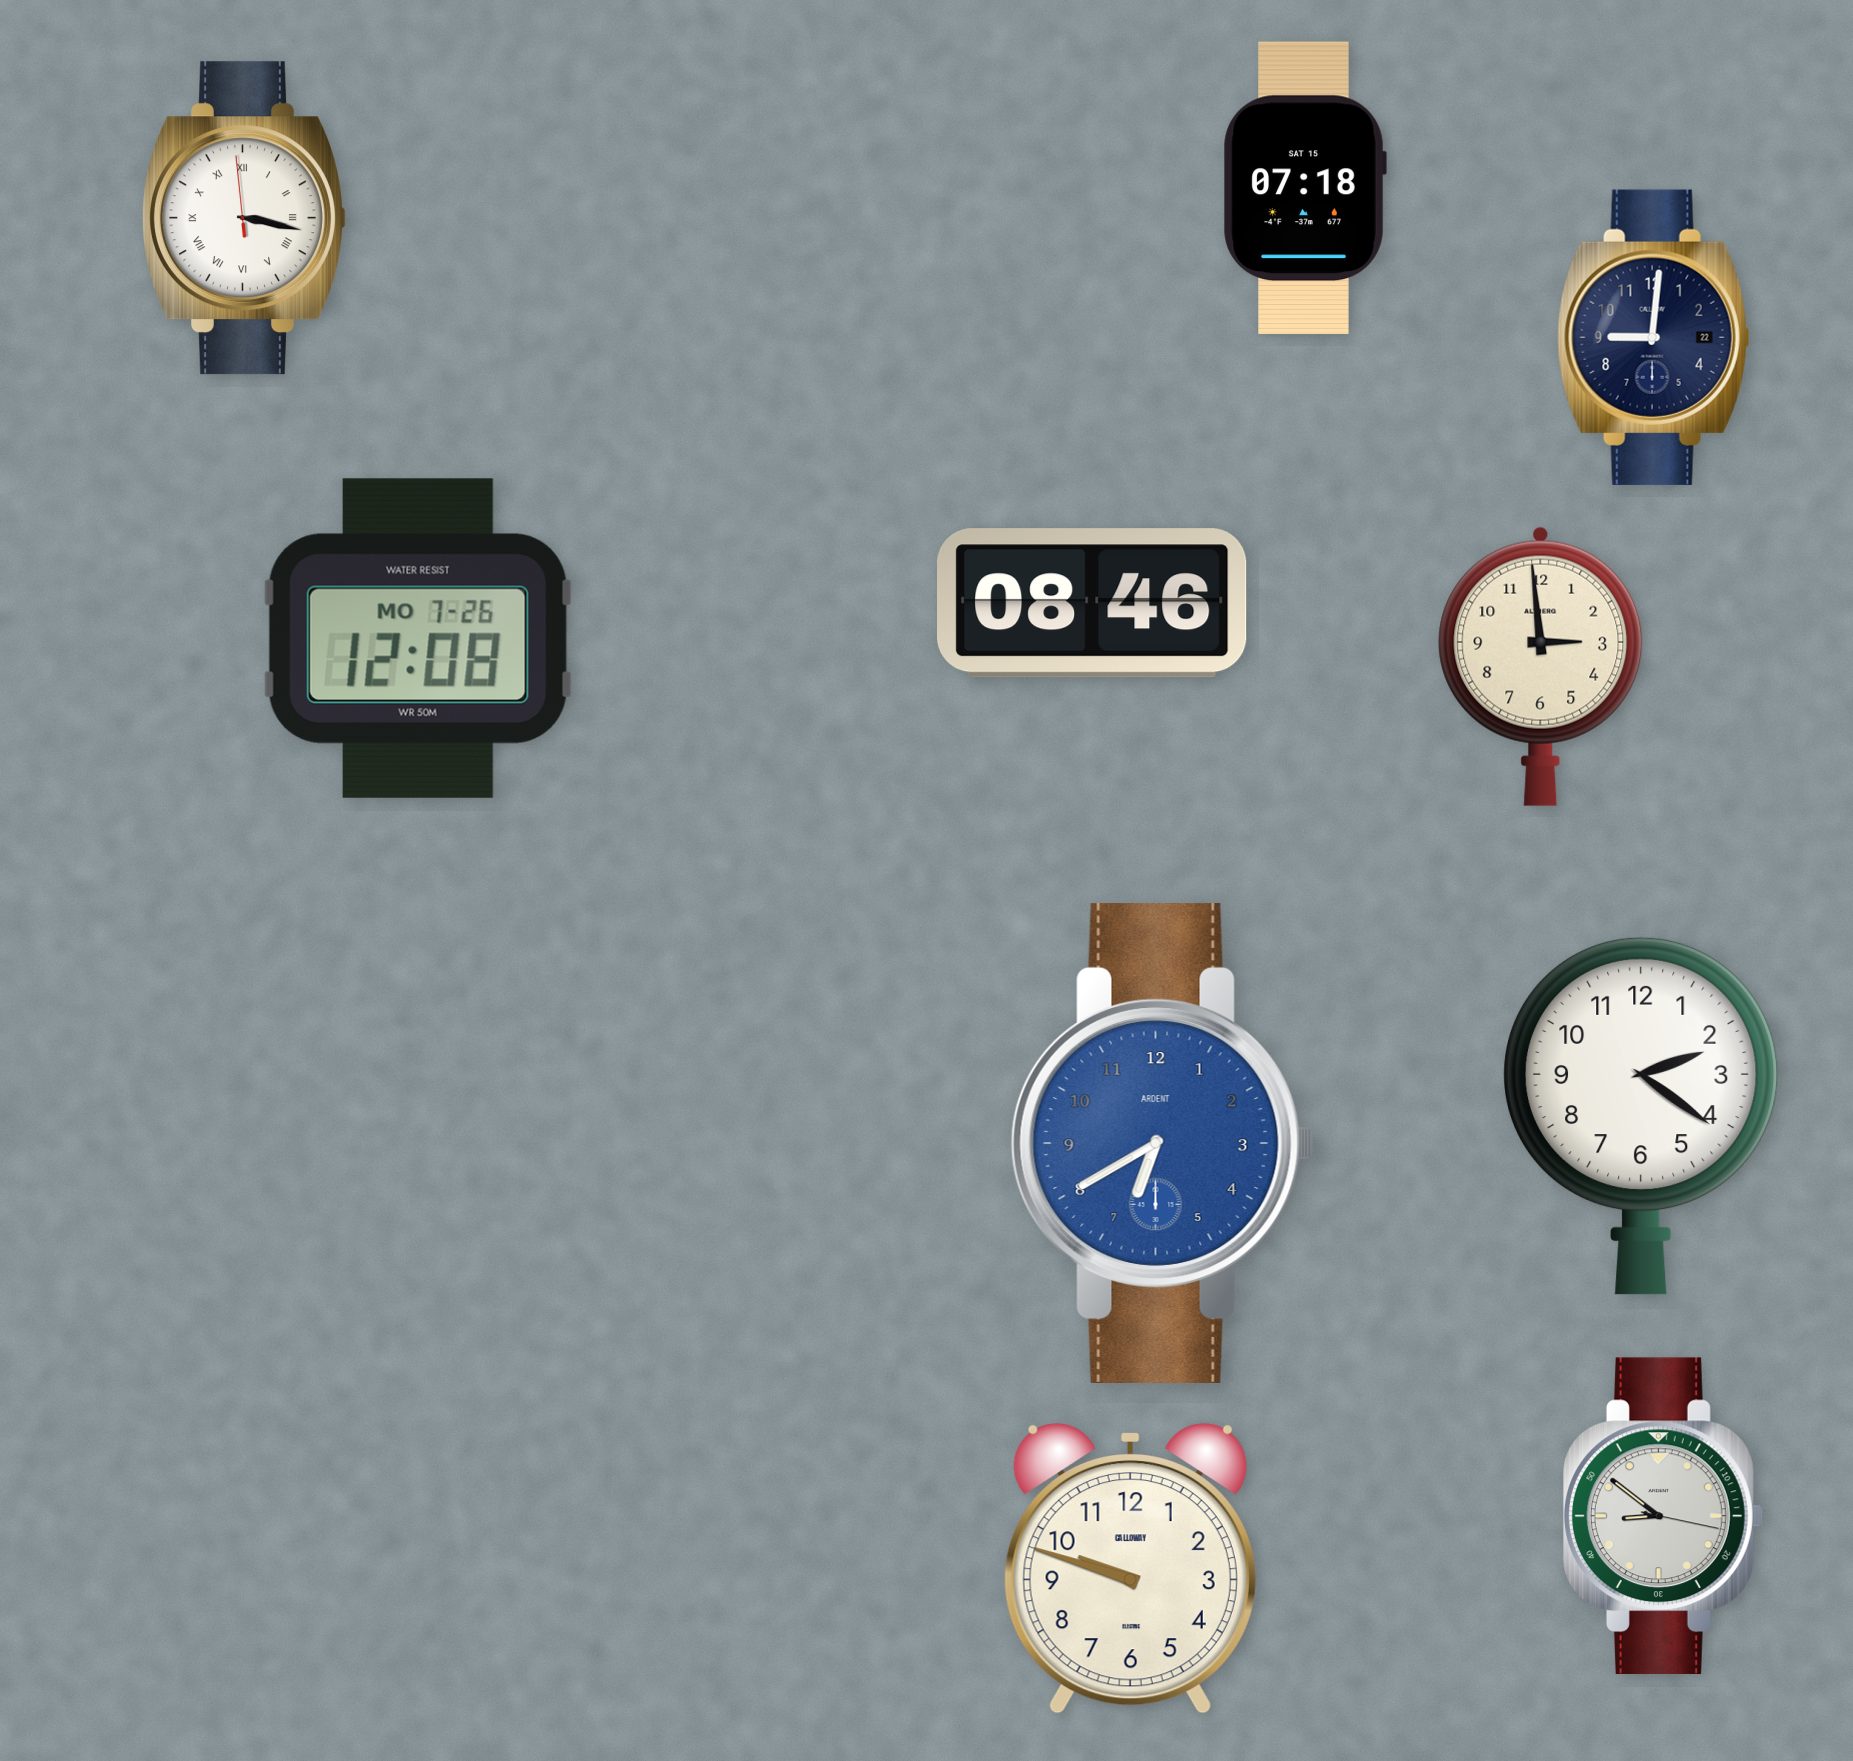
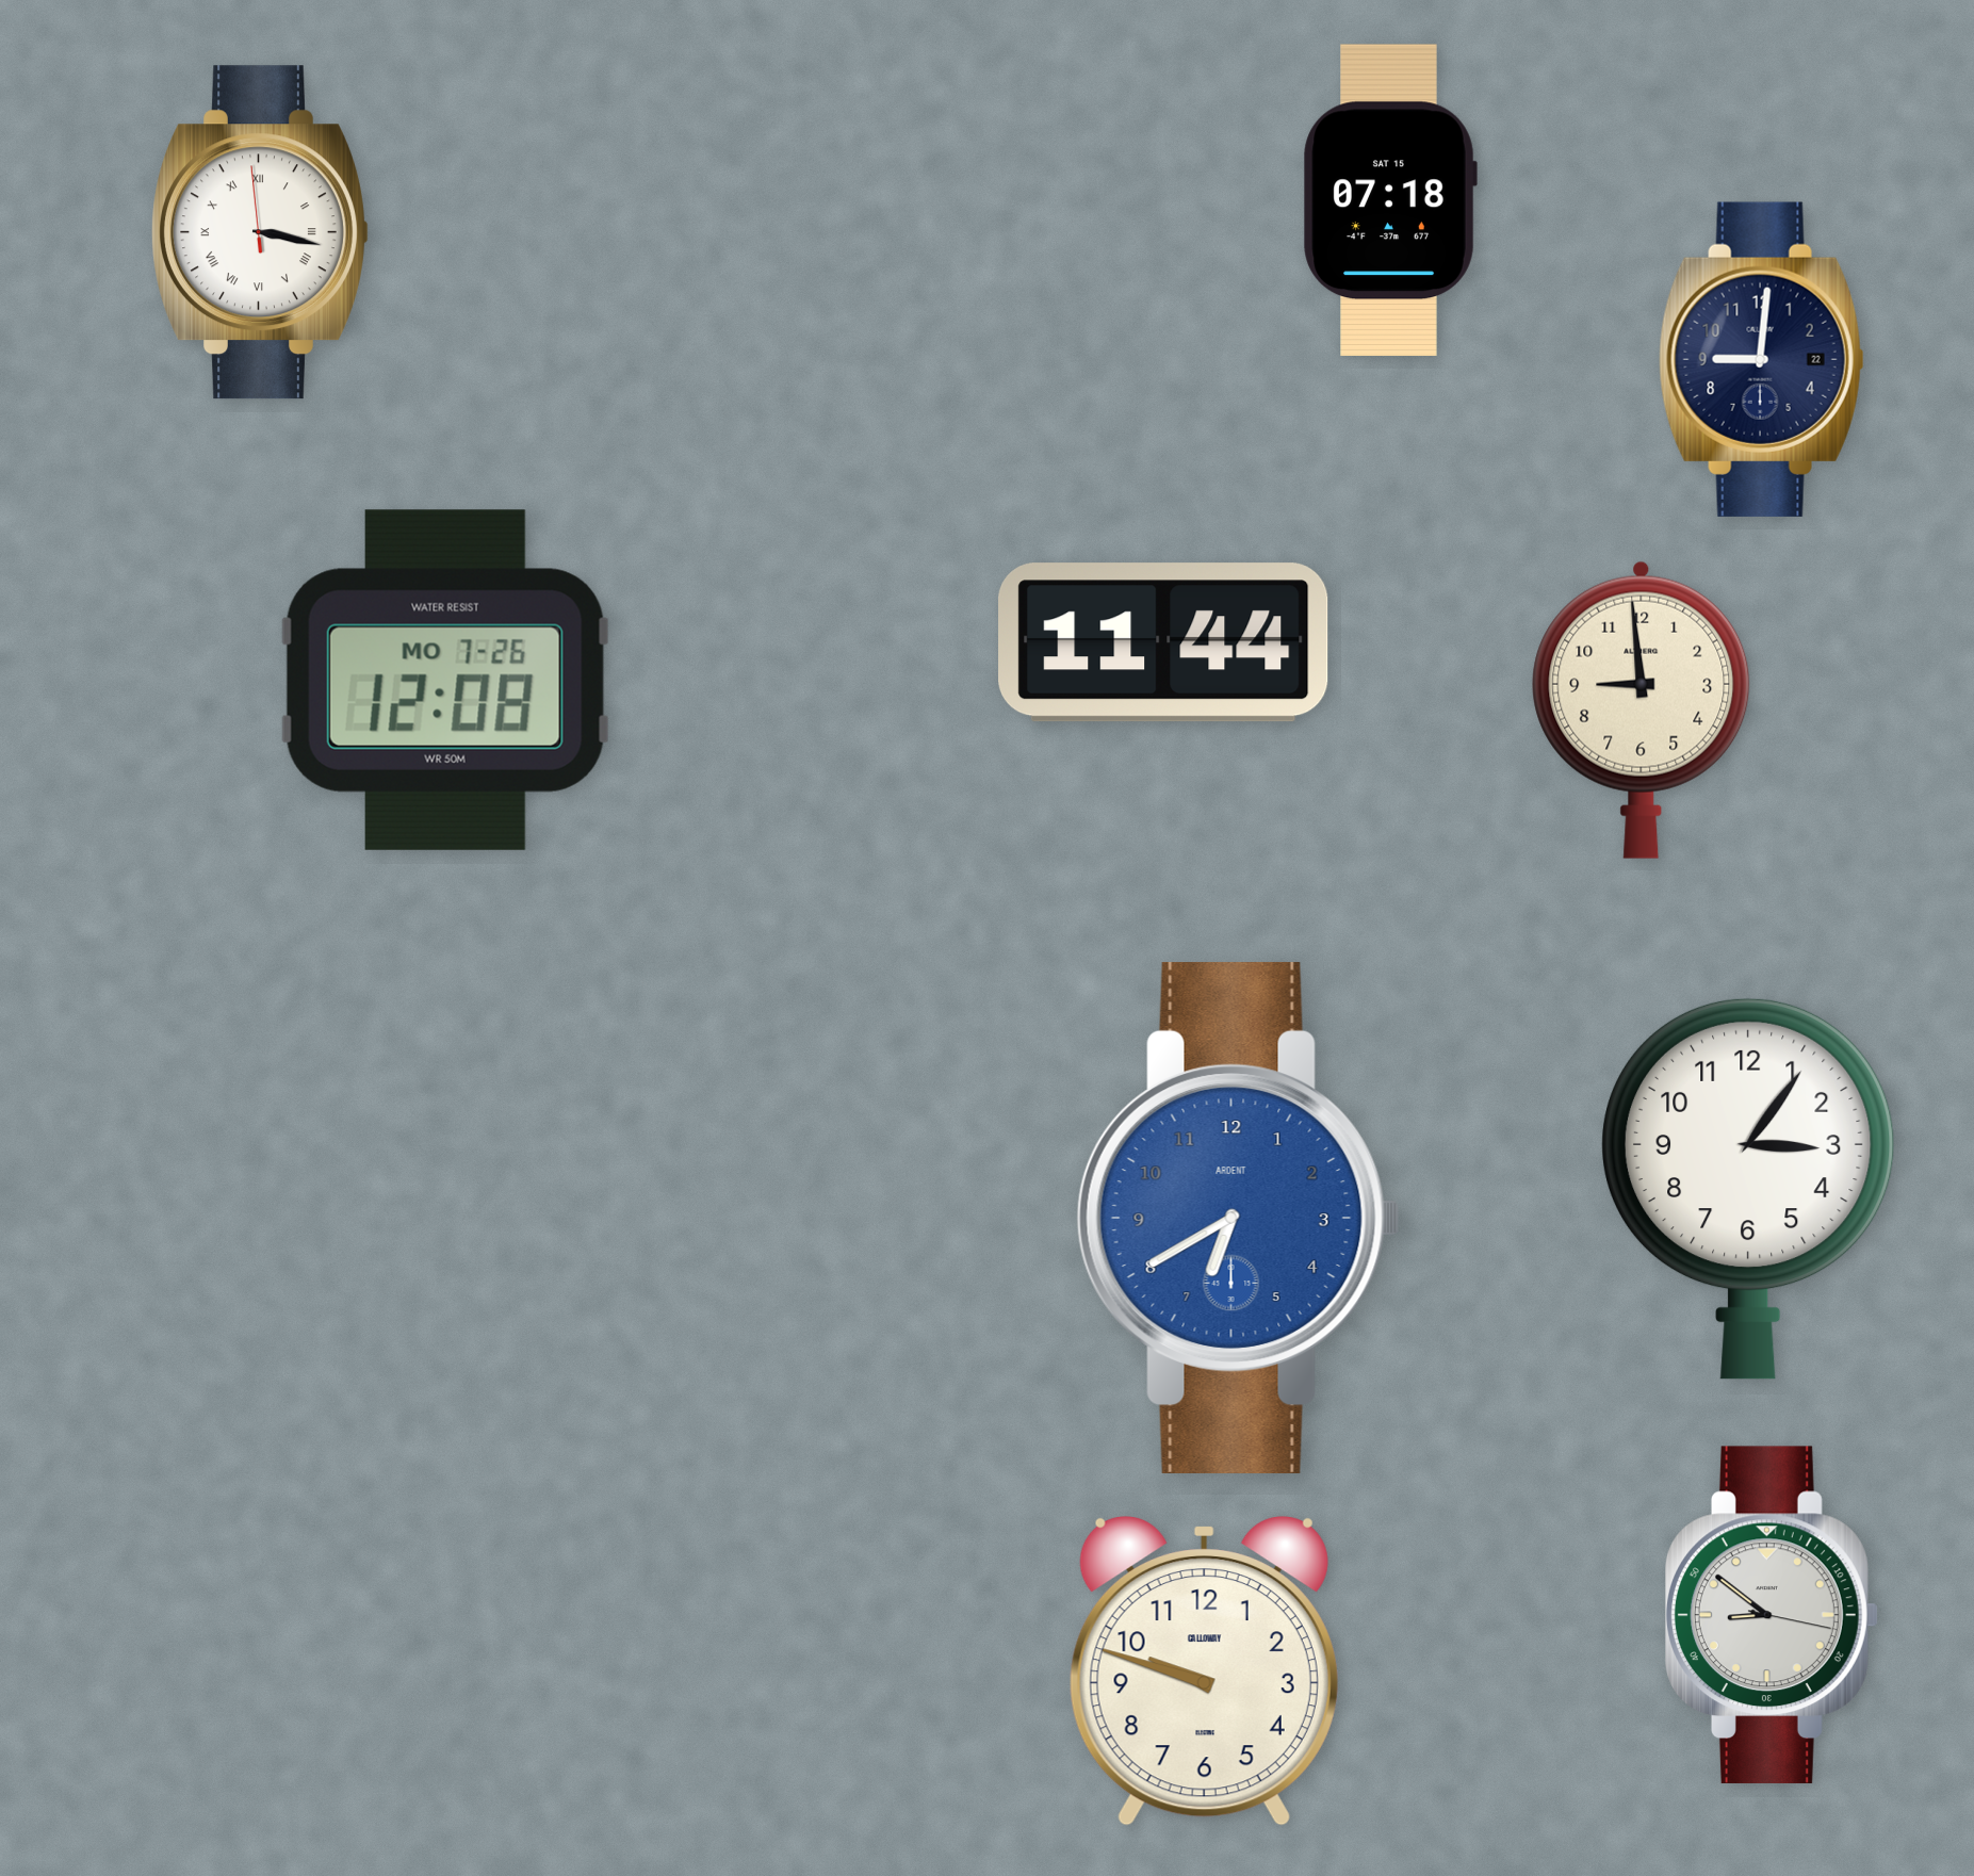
clock at (1092, 603): 08:46 -> 11:44
clock at (1541, 666): 2:59 -> 8:59
clock at (1641, 1116): 2:21 -> 3:06
